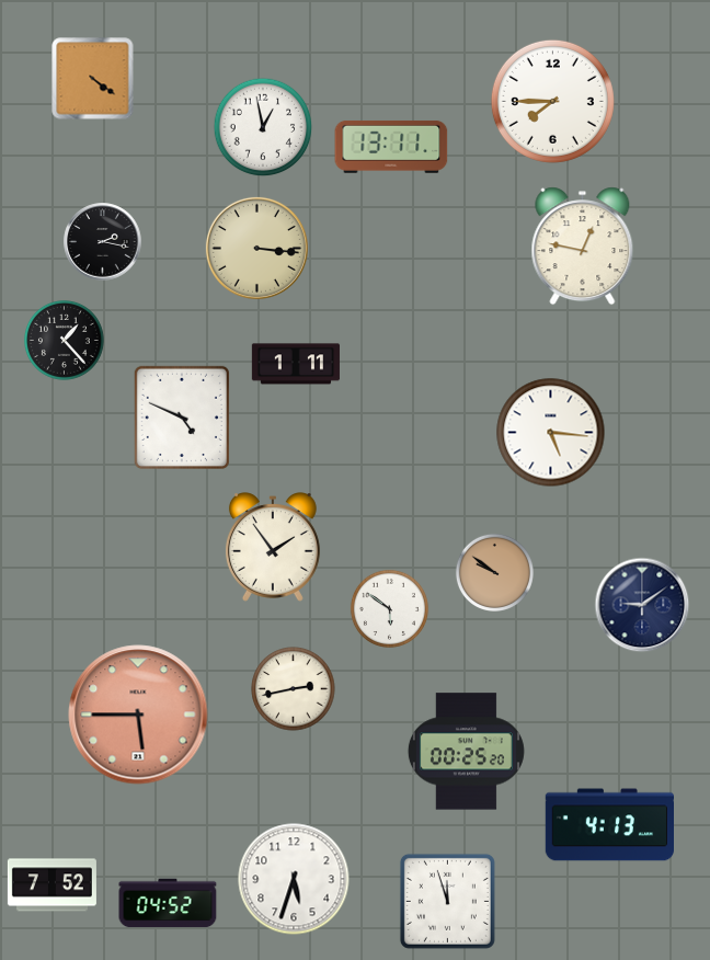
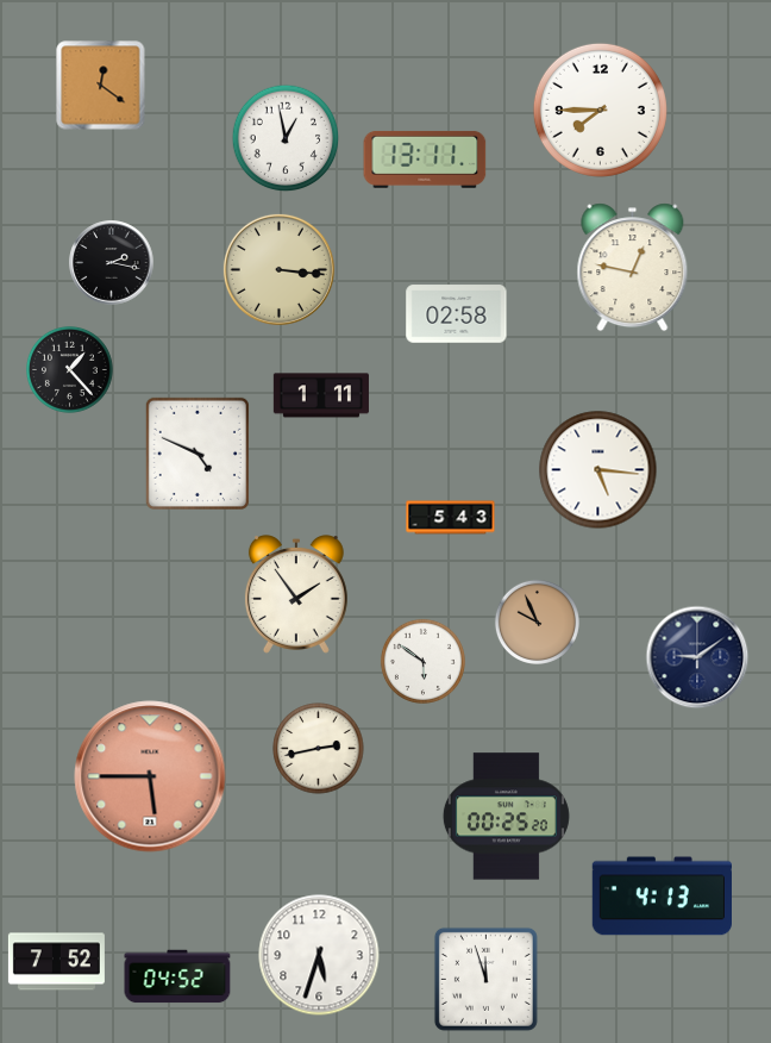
clock at (93, 79): 4:21 -> 12:21
clock at (457, 314): none -> 02:58
clock at (451, 518): none -> 5:43
clock at (494, 572): 9:51 -> 9:56
clock at (168, 903) position: (168, 903) -> (177, 976)
